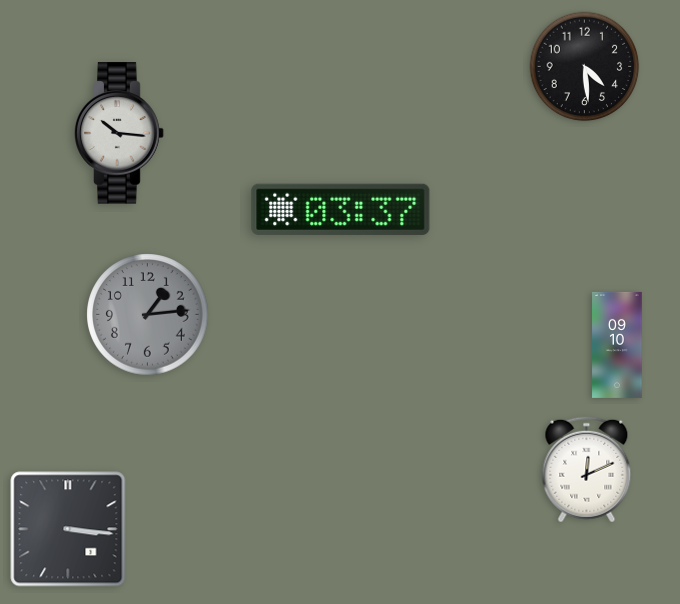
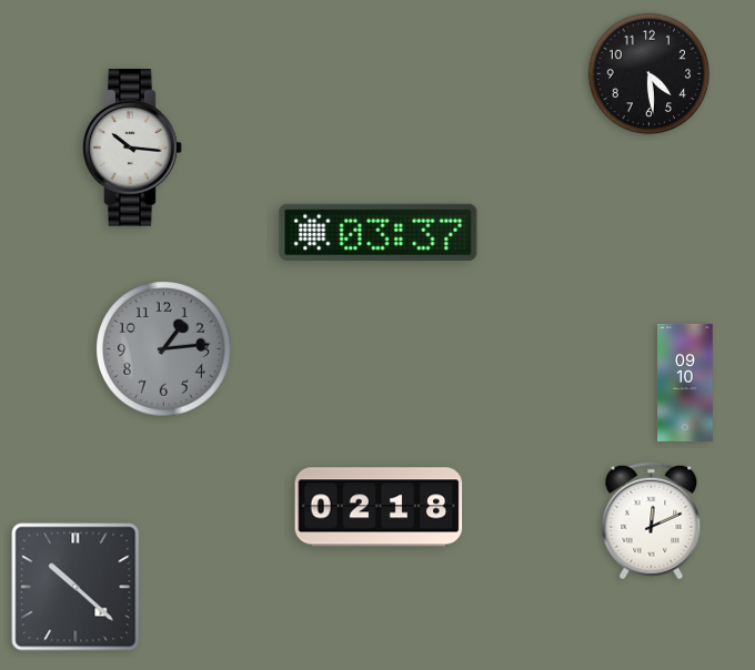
clock at (379, 507): none -> 02:18
clock at (68, 529): 3:16 -> 10:22
